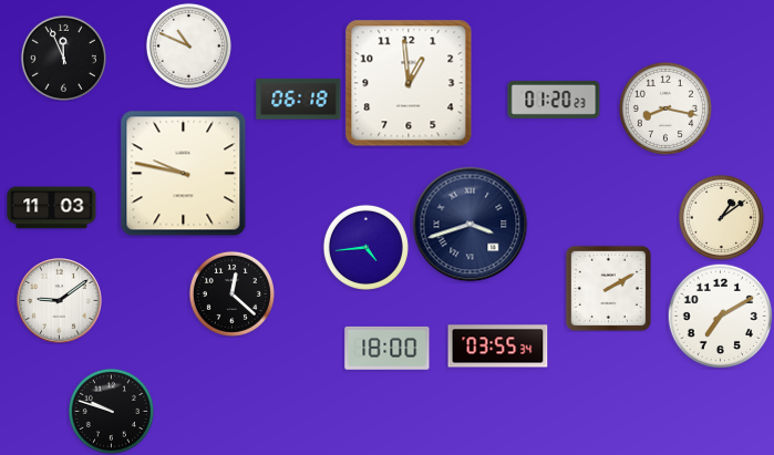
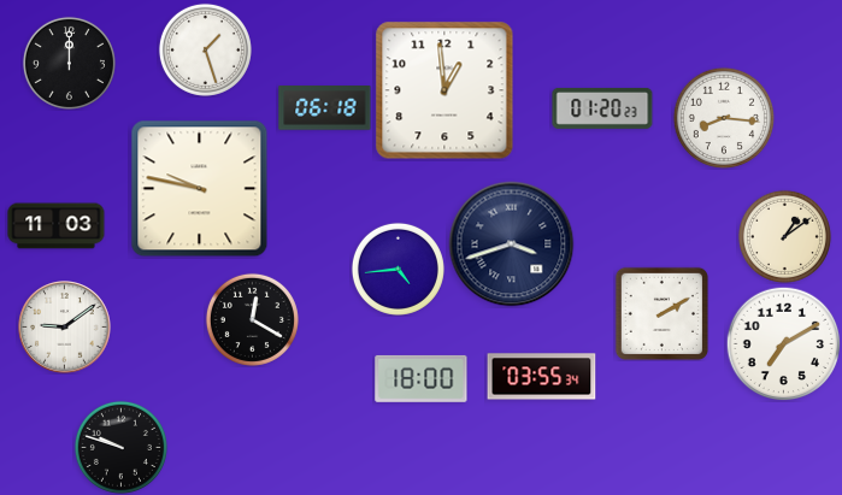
clock at (188, 45): 10:49 -> 1:27
clock at (63, 58): 11:56 -> 12:00
clock at (665, 108): 8:17 -> 8:16
clock at (231, 293): 12:22 -> 12:20
